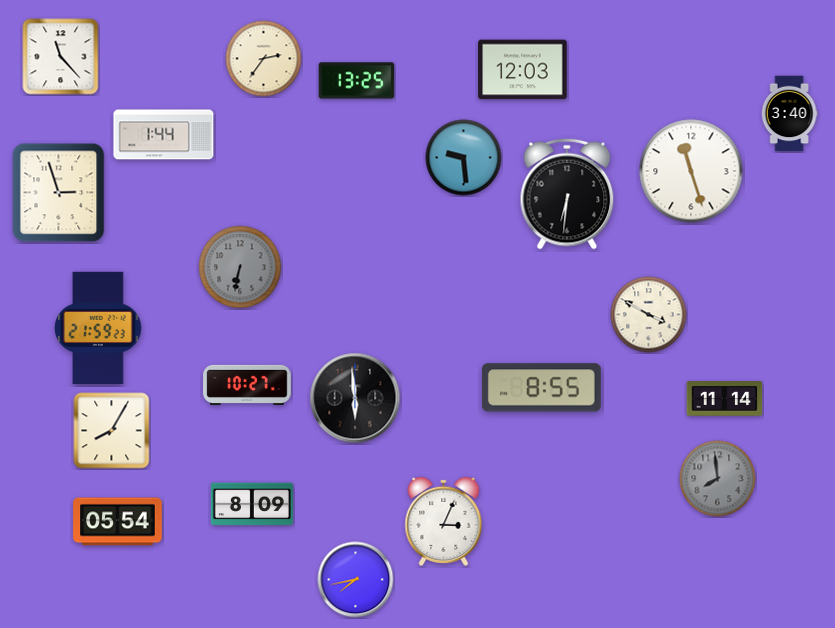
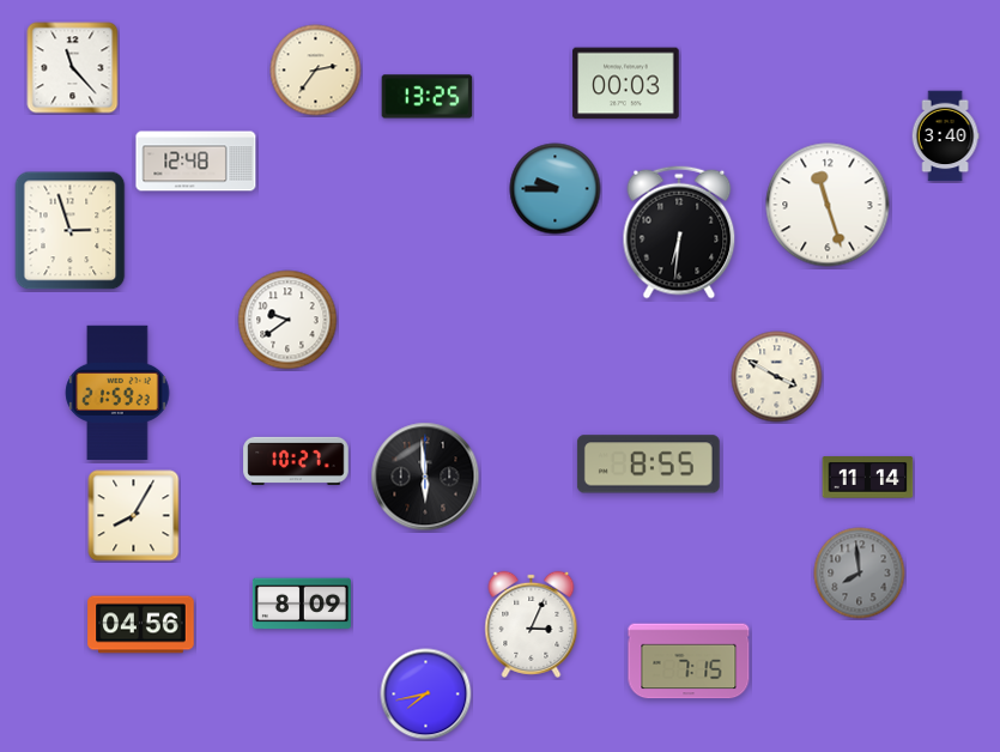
clock at (523, 70): 12:03 -> 00:03
clock at (164, 135): 1:44 -> 12:48
clock at (464, 158): 9:29 -> 9:45
clock at (240, 267): 6:32 -> 9:39
clock at (240, 267) dial: grey -> white
clock at (118, 522): 05:54 -> 04:56
clock at (689, 661): none -> 7:15
